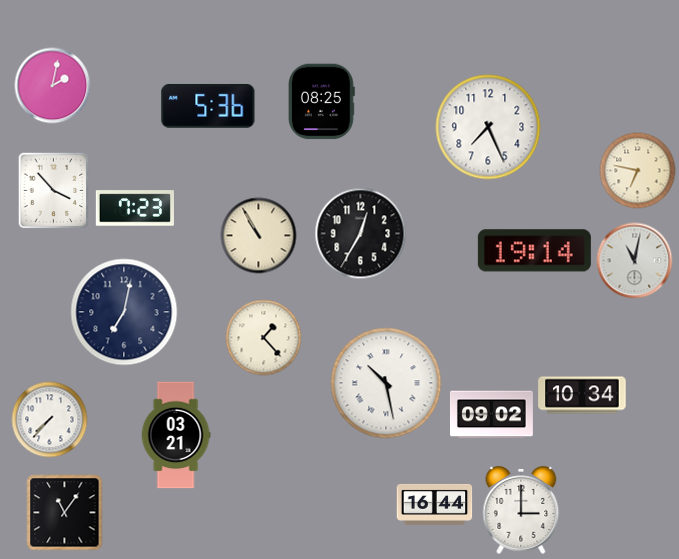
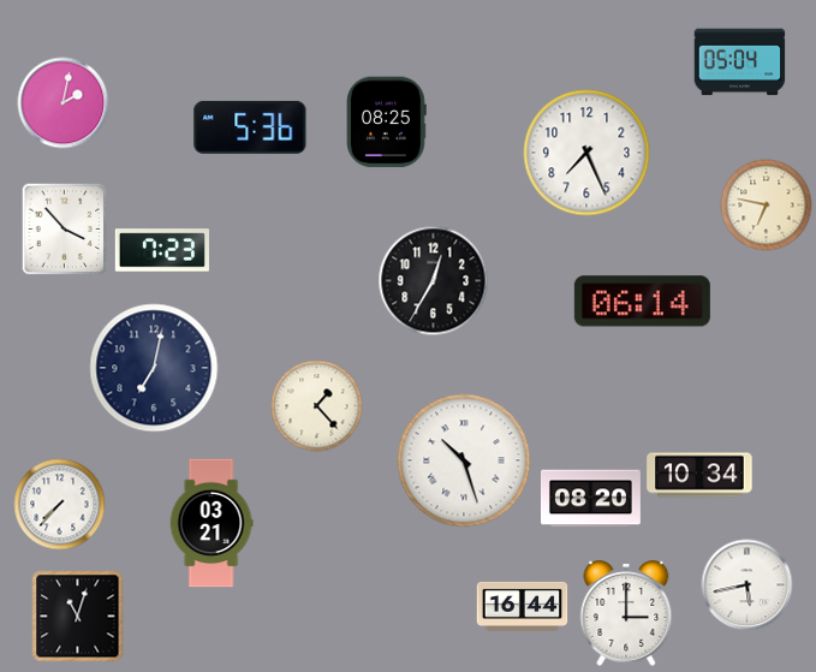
clock at (740, 63): none -> 05:04
clock at (259, 236): 10:55 -> none
clock at (534, 251): 19:14 -> 06:14
clock at (635, 261): 11:02 -> none
clock at (124, 312) position: (124, 312) -> (154, 368)
clock at (386, 383): 10:28 -> 10:27
clock at (492, 415): 09:02 -> 08:20
clock at (747, 585): none -> 5:43
clock at (65, 513): 11:06 -> 11:03
